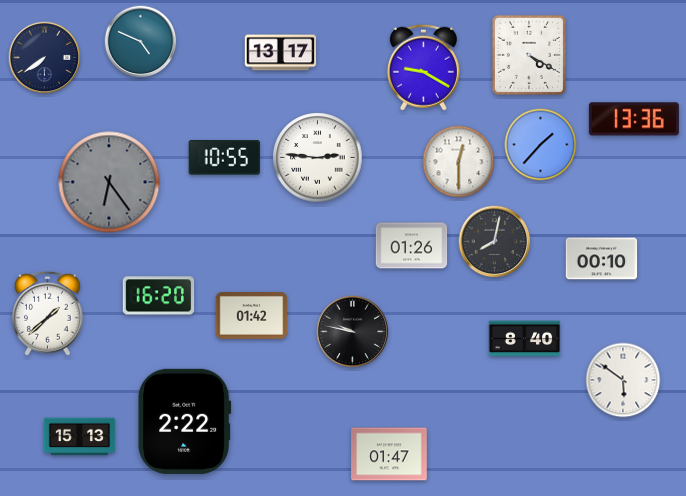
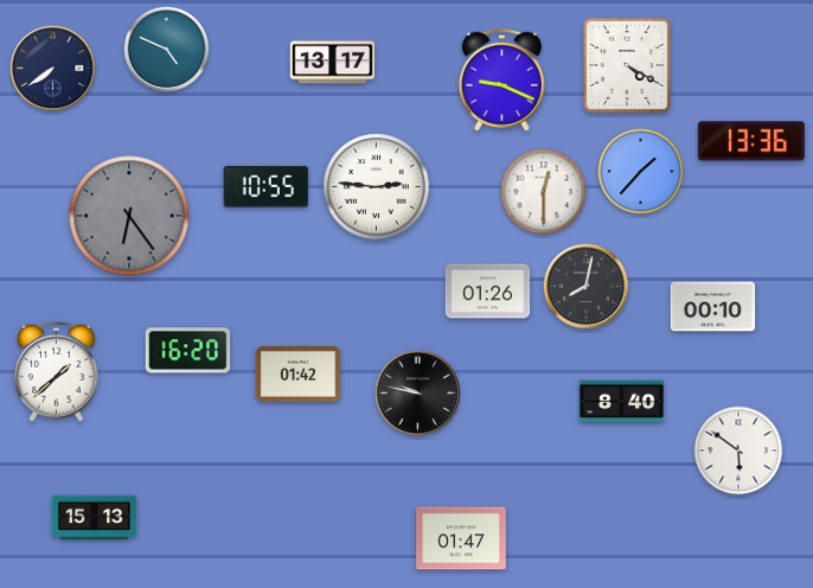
clock at (423, 67): 9:20 -> 9:19
clock at (185, 421): 2:22 -> none
